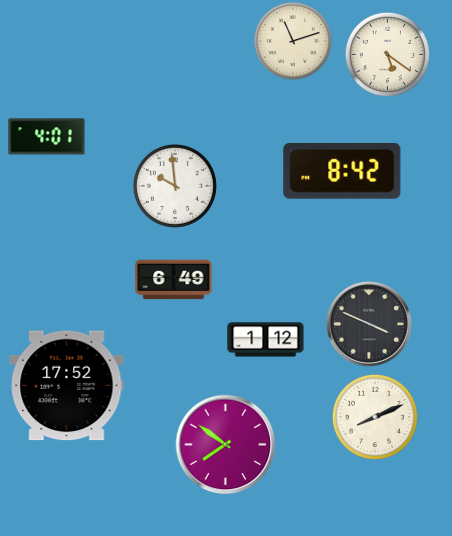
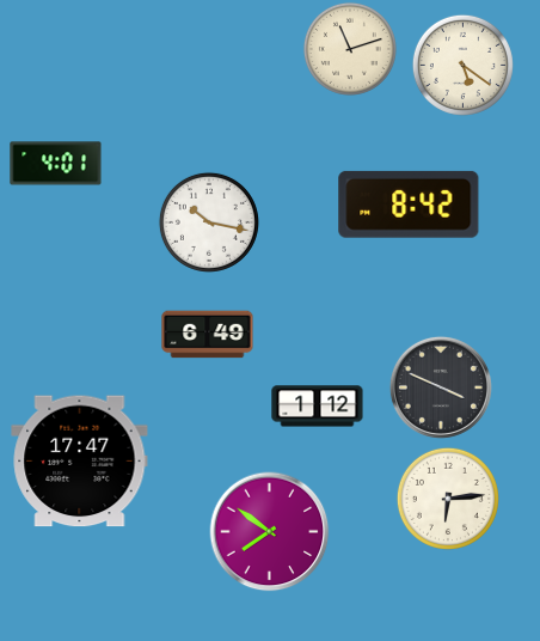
clock at (175, 186): 9:59 -> 10:17
clock at (67, 386): 17:52 -> 17:47
clock at (375, 417): 8:11 -> 6:14
